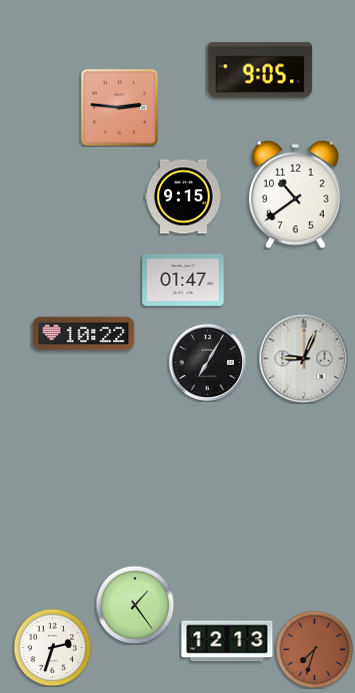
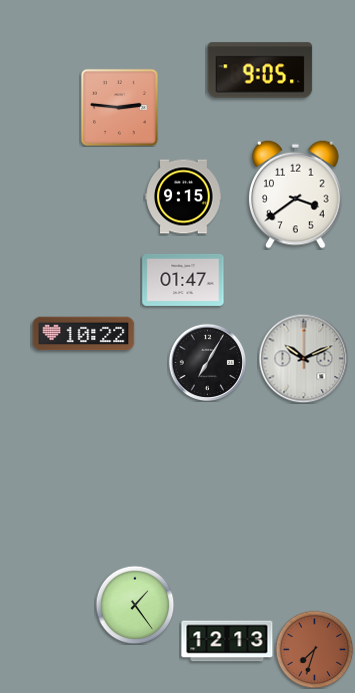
clock at (296, 194): 10:39 -> 3:39
clock at (303, 358): 9:04 -> 10:11
clock at (52, 647): 2:33 -> none
